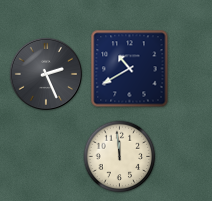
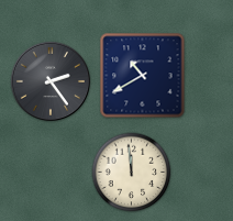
clock at (46, 74): 2:26 -> 2:24
